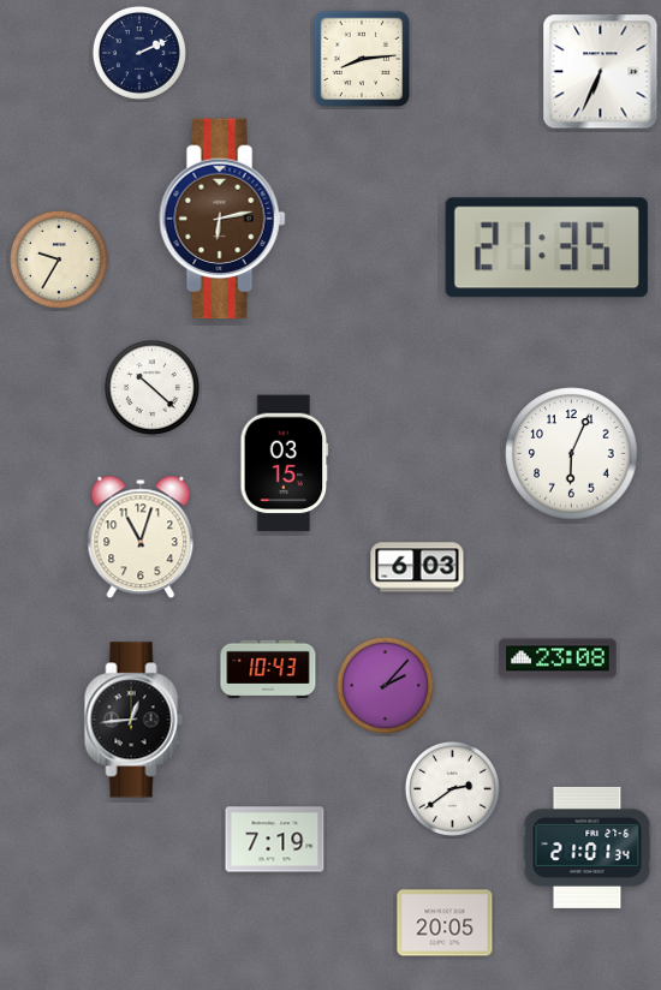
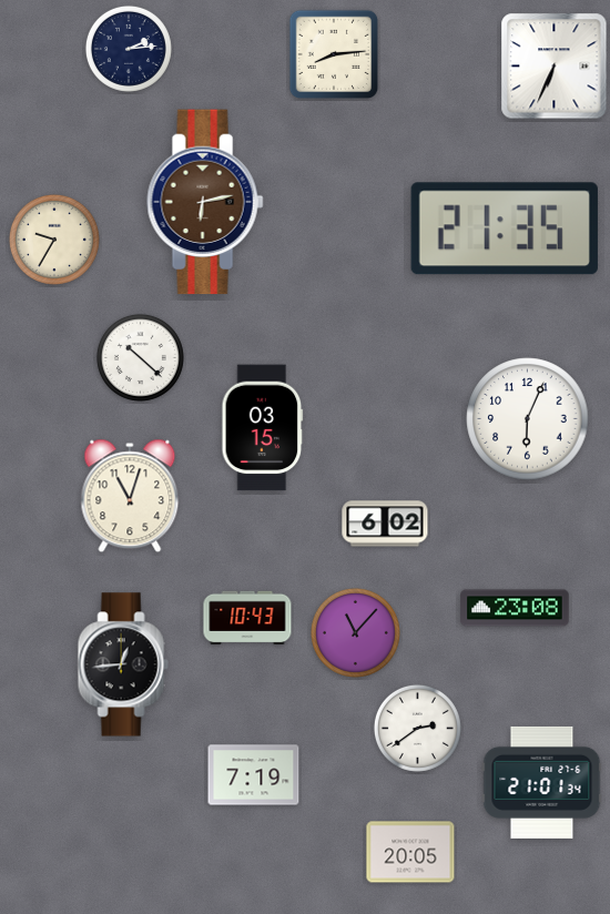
clock at (139, 53): 2:11 -> 2:14
clock at (417, 567): 6:03 -> 6:02
clock at (385, 685): 2:07 -> 11:07
